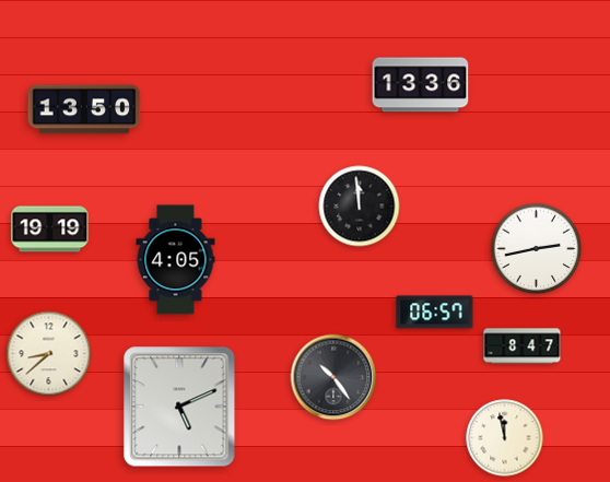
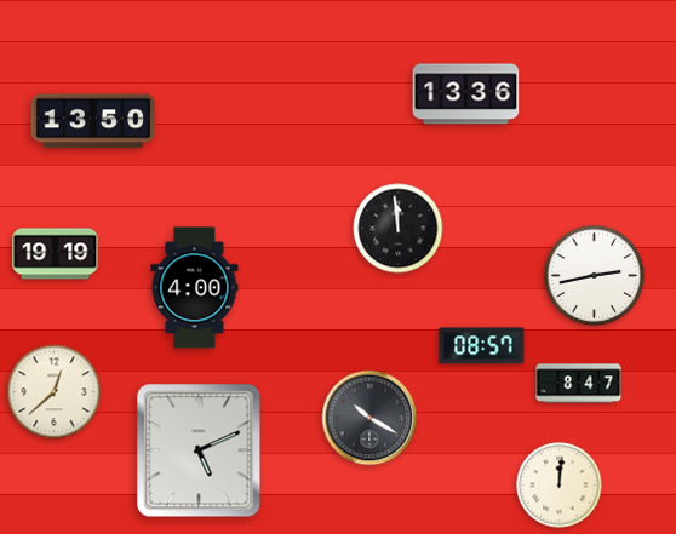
clock at (176, 260): 4:05 -> 4:00
clock at (435, 313): 06:57 -> 08:57
clock at (49, 354): 8:38 -> 12:38
clock at (333, 377): 10:24 -> 10:20
clock at (505, 438): 11:58 -> 12:01
